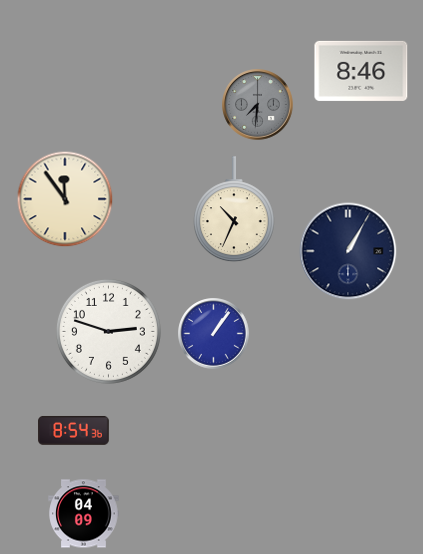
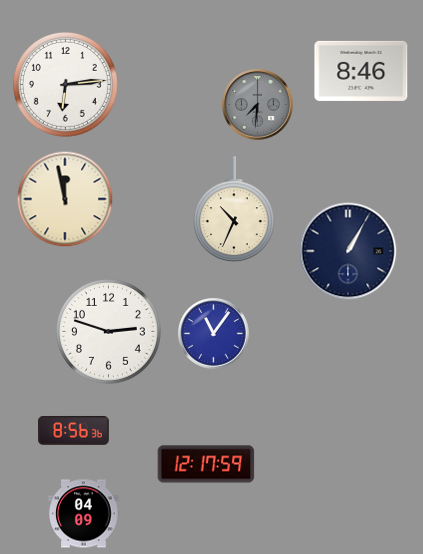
clock at (65, 84): none -> 6:14
clock at (65, 199): 11:54 -> 11:58
clock at (214, 334): 1:06 -> 11:06
clock at (74, 430): 8:54 -> 8:56
clock at (206, 464): none -> 12:17
